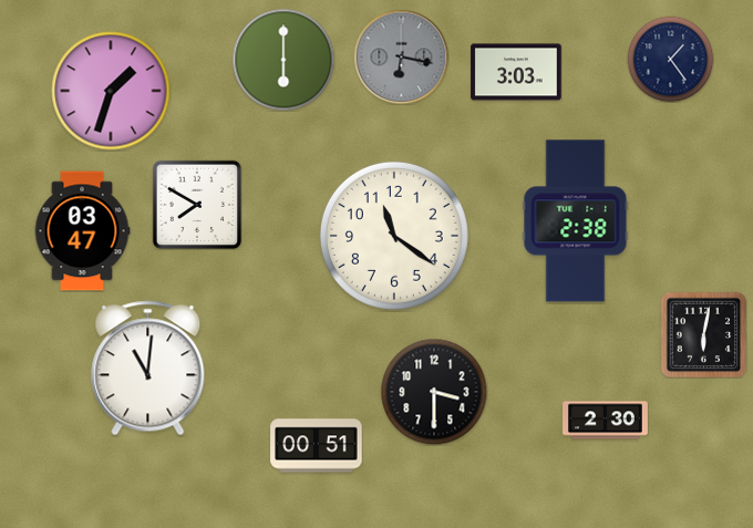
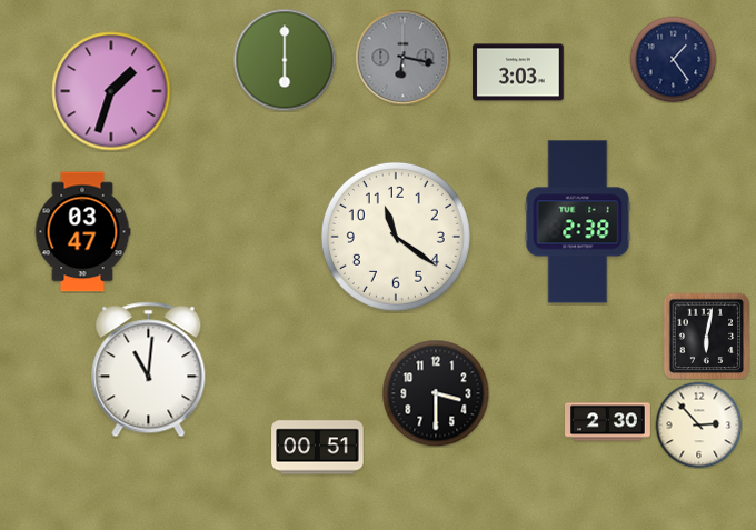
clock at (197, 205): 7:50 -> none
clock at (698, 424): none -> 2:53
